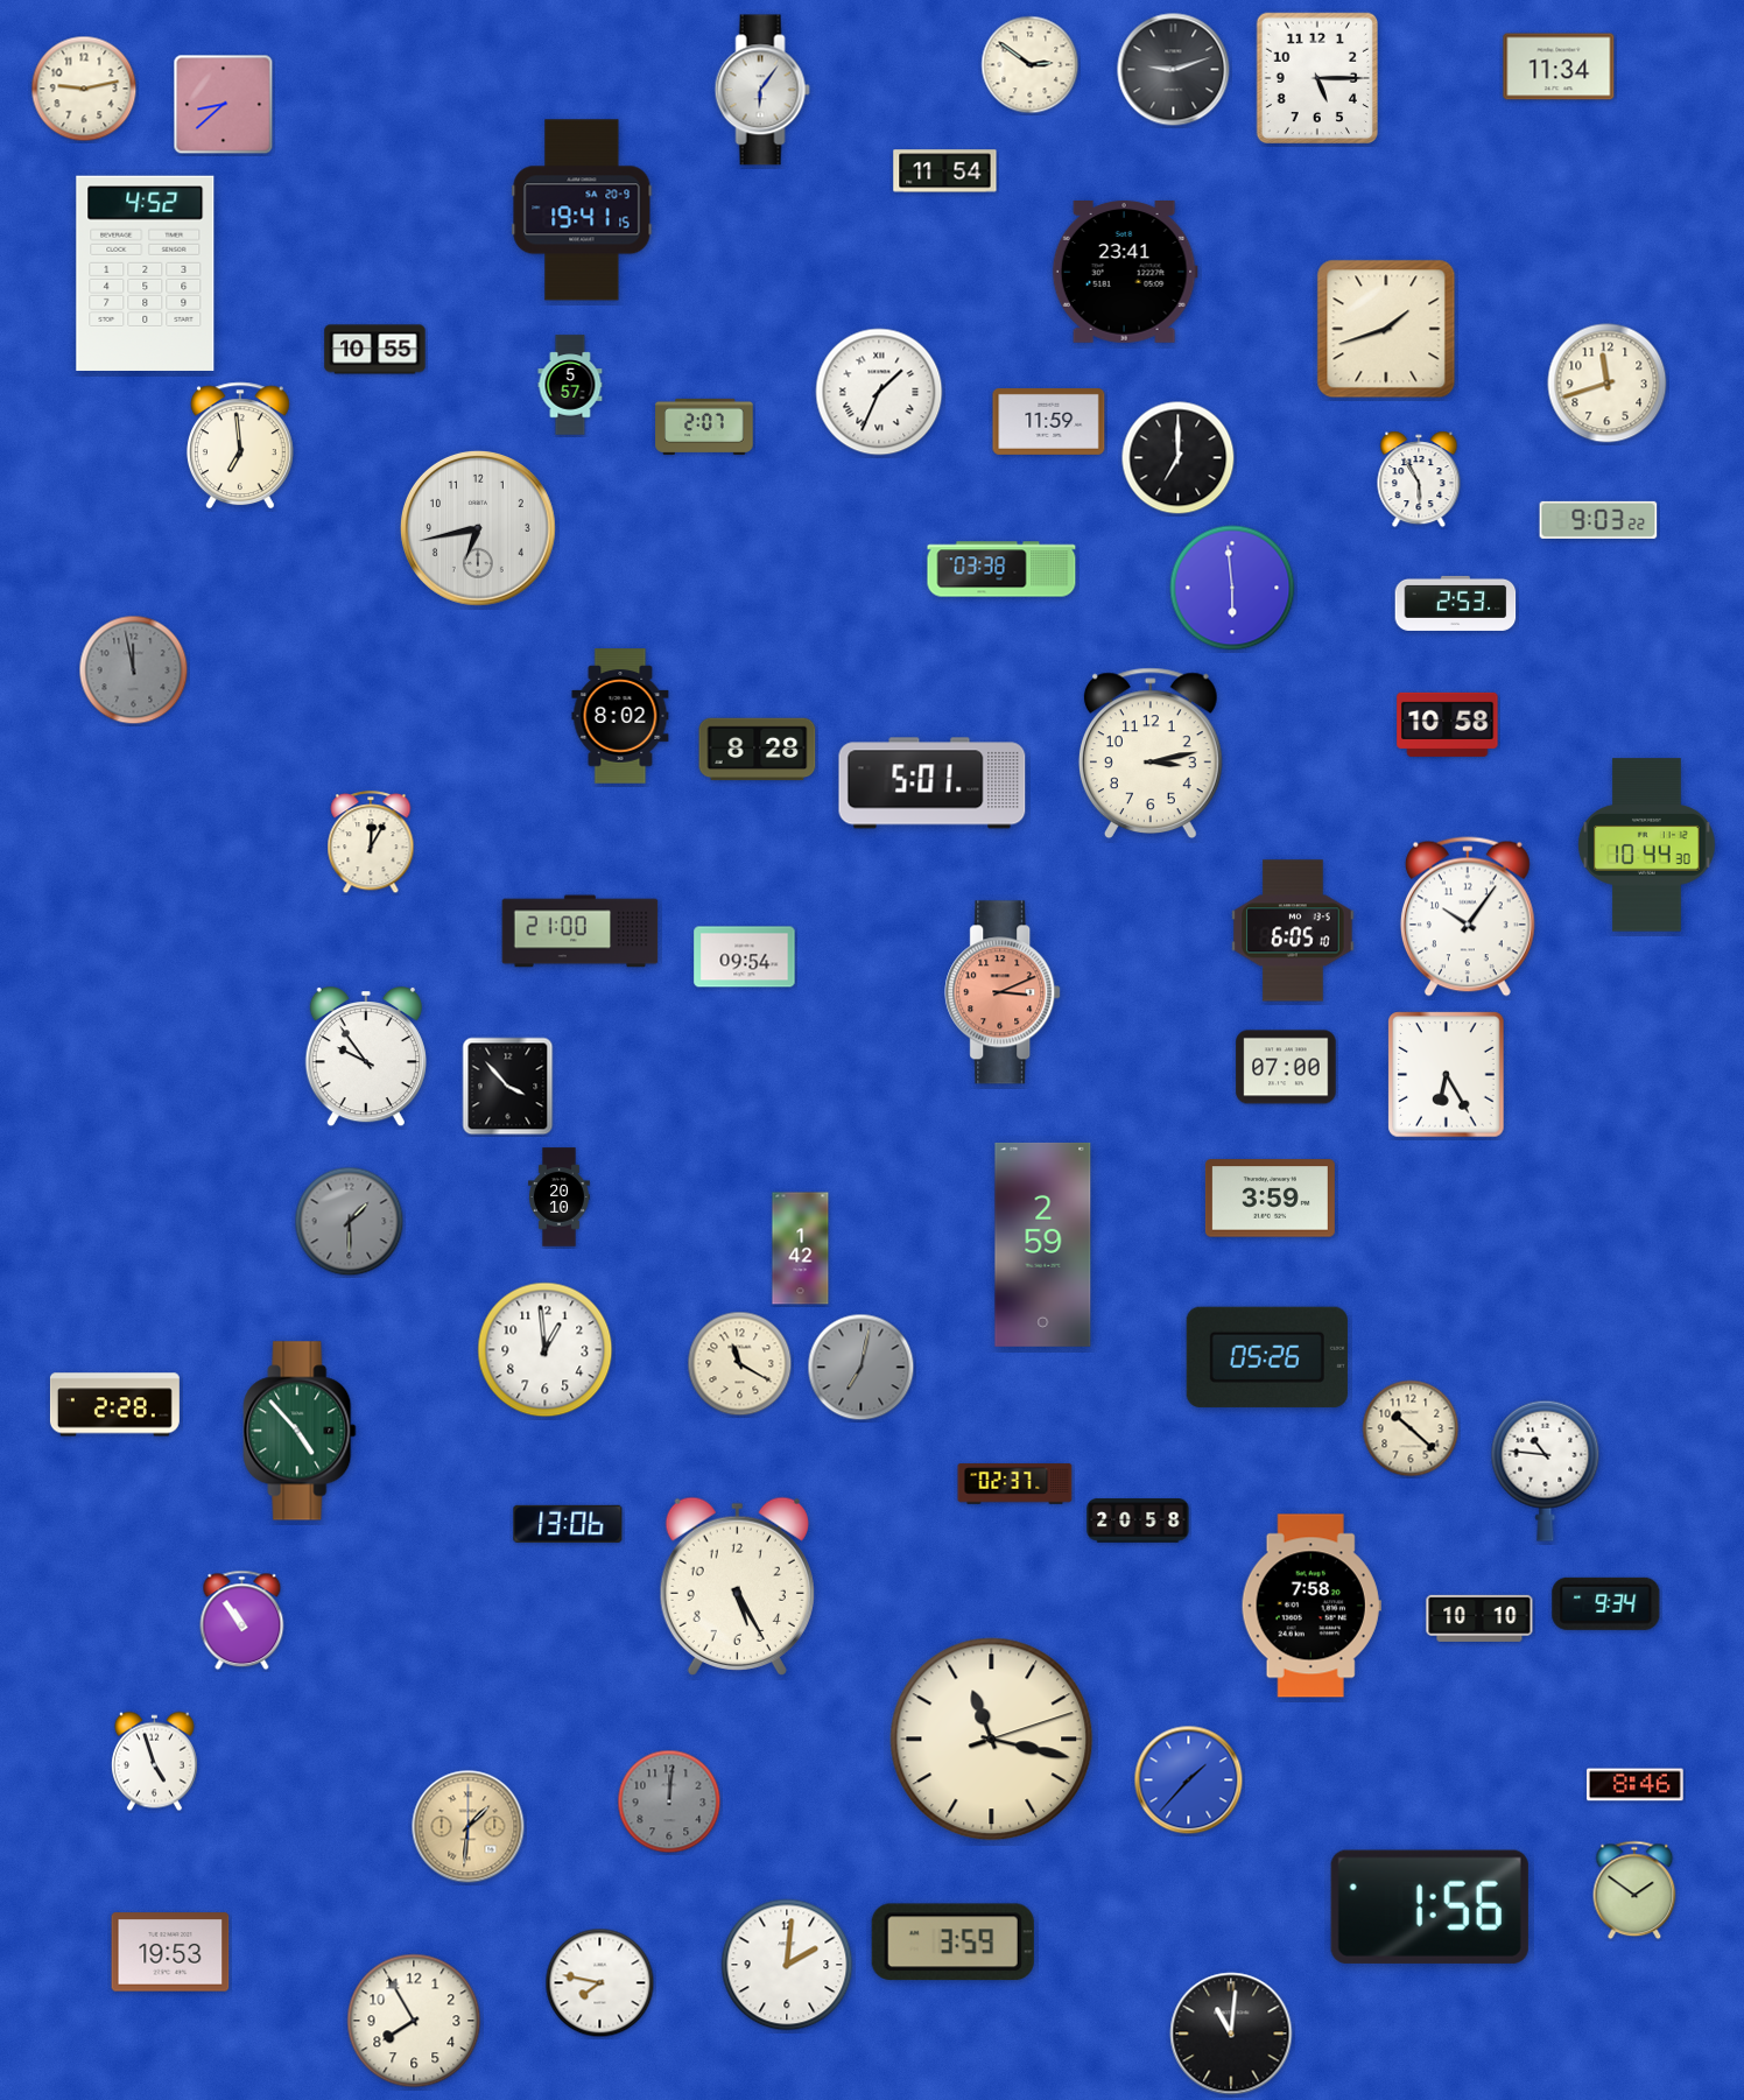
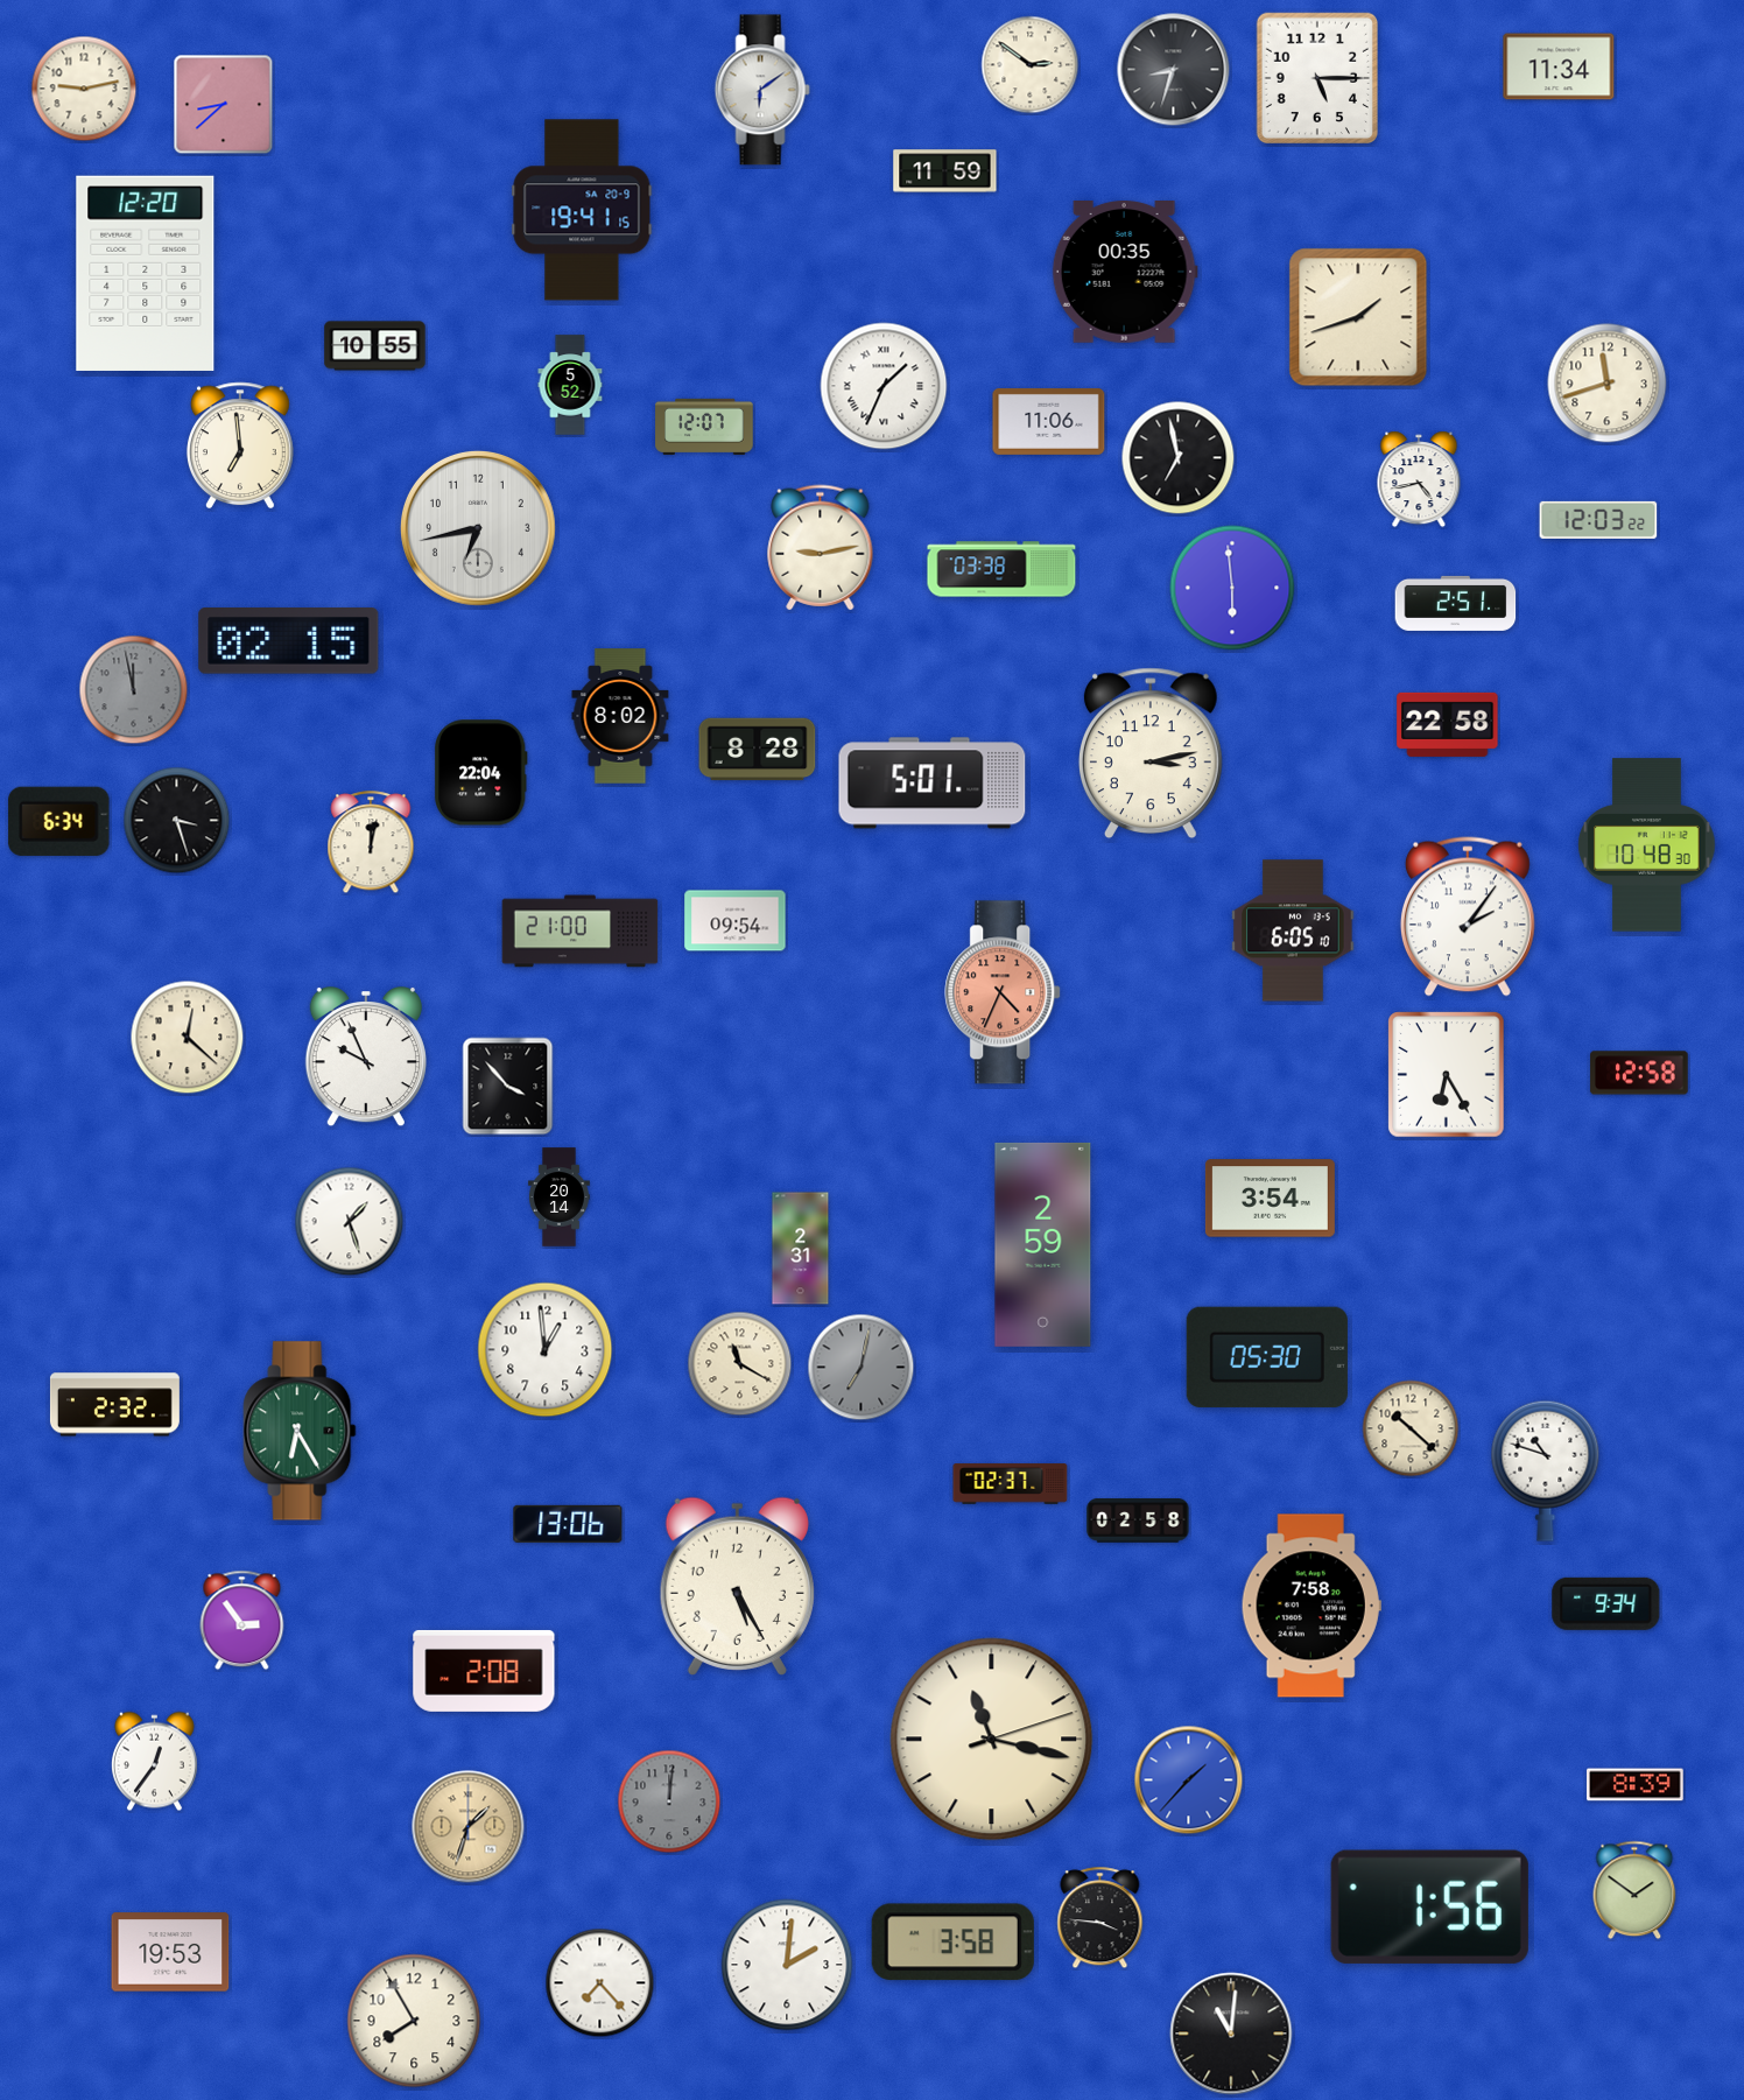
clock at (1174, 70): 9:12 -> 8:33
clock at (762, 90): 6:06 -> 6:09
clock at (945, 171): 11:54 -> 11:59
clock at (146, 273): 4:52 -> 12:20
clock at (1125, 273): 23:41 -> 00:35
clock at (1386, 329) position: (1386, 329) -> (1358, 317)
clock at (375, 350) position: (375, 350) -> (375, 346)
clock at (570, 385): 5:57 -> 5:52
clock at (879, 392) position: (879, 392) -> (884, 386)
clock at (1049, 421): 11:59 -> 11:06
clock at (704, 427): 2:07 -> 12:07
clock at (1179, 458): 7:00 -> 6:58
clock at (1419, 479): 5:55 -> 4:43
clock at (1598, 520): 9:03 -> 12:03
clock at (821, 548): none -> 9:13
clock at (1456, 603): 2:53 -> 2:51
clock at (289, 641): none -> 02:15
clock at (134, 670) position: (134, 670) -> (134, 690)
clock at (1448, 724): 10:58 -> 22:58
clock at (481, 773): none -> 22:04
clock at (59, 821): none -> 6:34
clock at (177, 821): none -> 3:27
clock at (371, 843): 12:05 -> 12:02
clock at (1647, 845): 10:44 -> 10:48
clock at (1468, 916): 10:06 -> 2:06
clock at (745, 957) position: (745, 957) -> (736, 921)
clock at (1004, 992): 3:11 -> 4:34
clock at (188, 1038): none -> 12:22
clock at (366, 1058): 9:54 -> 9:56
clock at (1286, 1067): 07:00 -> none
clock at (1639, 1073): none -> 12:58
clock at (560, 1198): 20:10 -> 20:14
clock at (1270, 1199): 3:59 -> 3:54
clock at (350, 1222): 1:30 -> 1:27
clock at (350, 1222) dial: grey -> white
clock at (801, 1249): 1:42 -> 2:31
clock at (1267, 1357): 05:26 -> 05:30
clock at (114, 1405): 2:28 -> 2:32
clock at (300, 1431): 4:53 -> 6:25
clock at (1546, 1470): 10:46 -> 10:48
clock at (1015, 1484) position: (1015, 1484) -> (1011, 1484)
clock at (1138, 1520): 20:58 -> 02:58
clock at (1479, 1618): 10:10 -> none
clock at (242, 1621): 10:54 -> 2:54
clock at (484, 1671): none -> 2:08
clock at (154, 1762): 4:57 -> 12:36
clock at (1636, 1785): 8:46 -> 8:39
clock at (469, 1827): 1:31 -> 1:33
clock at (1100, 1918): none -> 3:46
clock at (952, 1943): 3:59 -> 3:58
clock at (600, 1983): 7:47 -> 7:23
